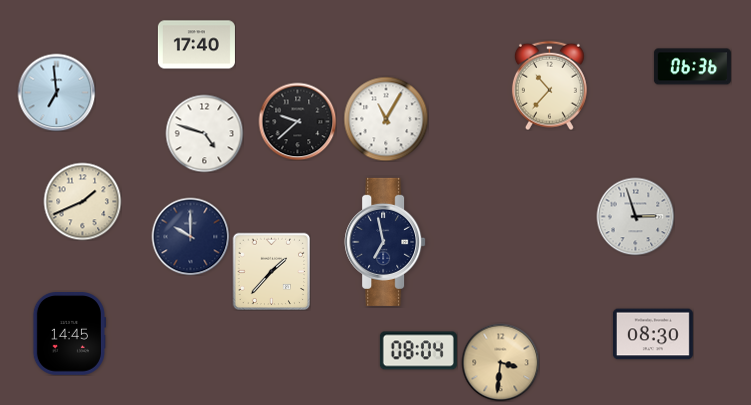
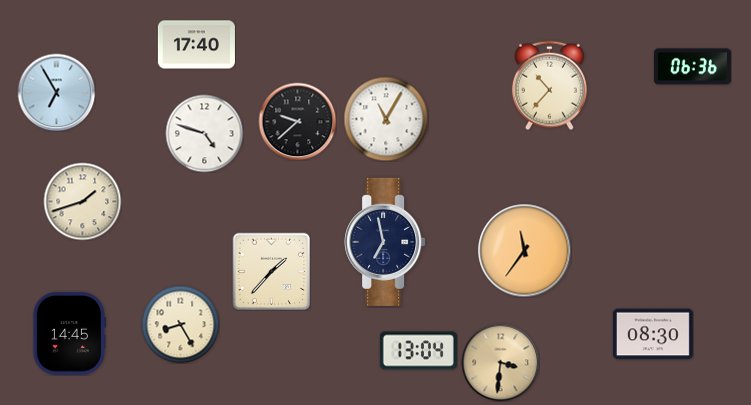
clock at (56, 92): 6:59 -> 6:55
clock at (82, 201): 1:41 -> 1:42
clock at (635, 216): 2:57 -> none
clock at (190, 236): 10:00 -> none
clock at (524, 250): none -> 11:36
clock at (180, 324): none -> 8:25
clock at (418, 351): 08:04 -> 13:04
